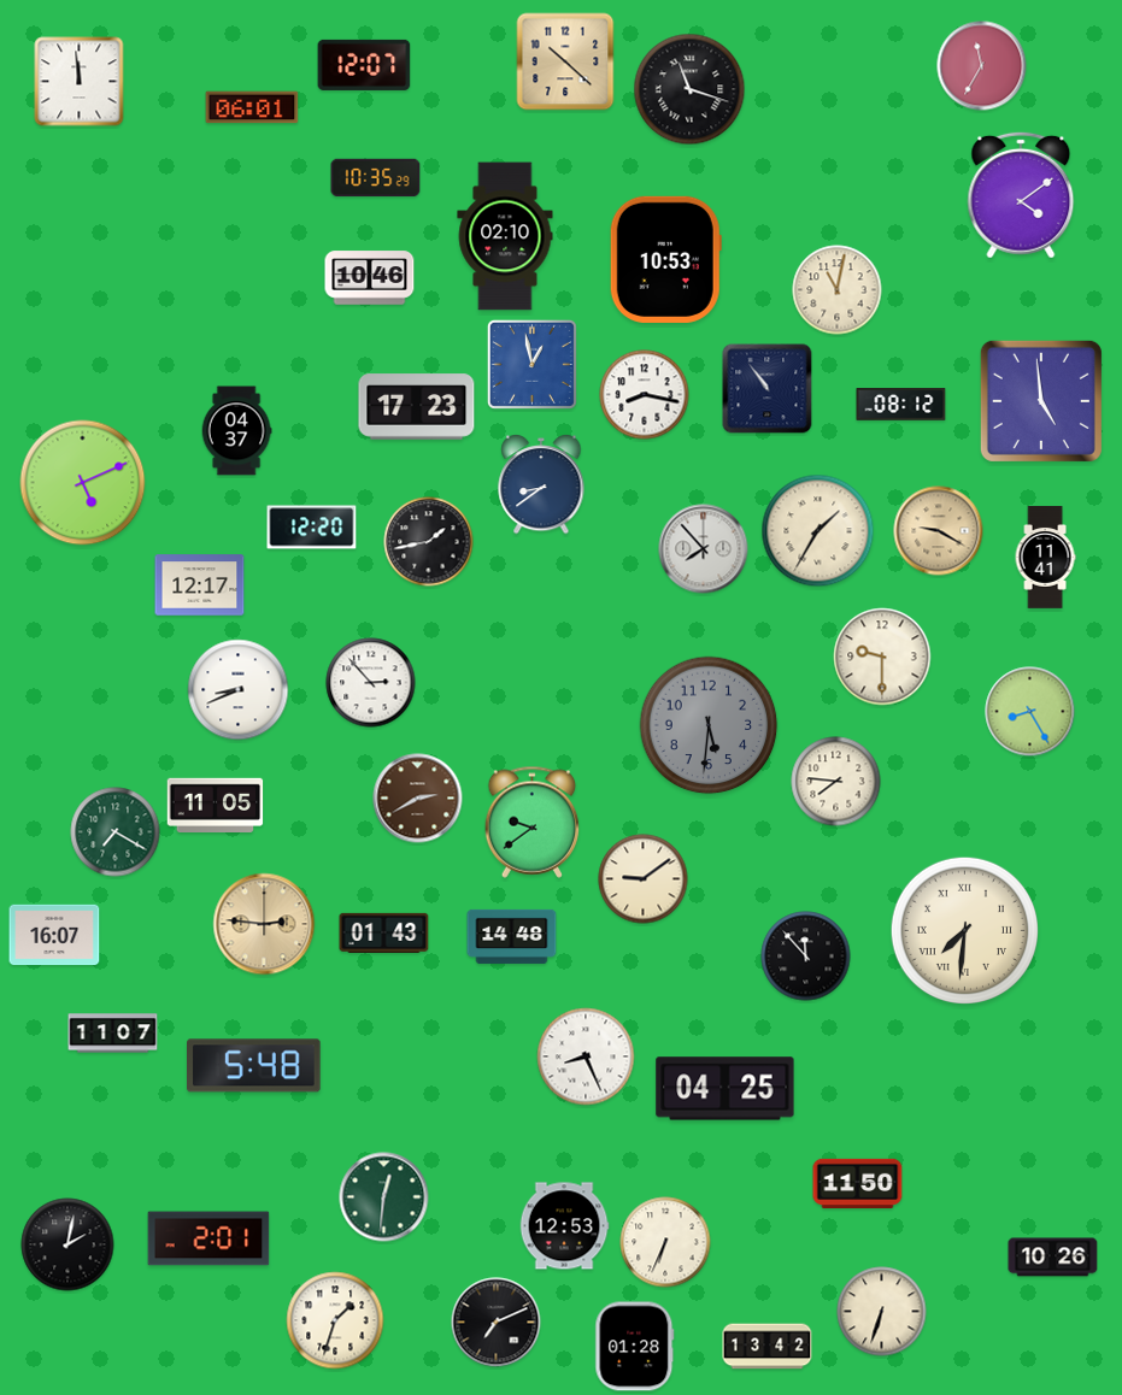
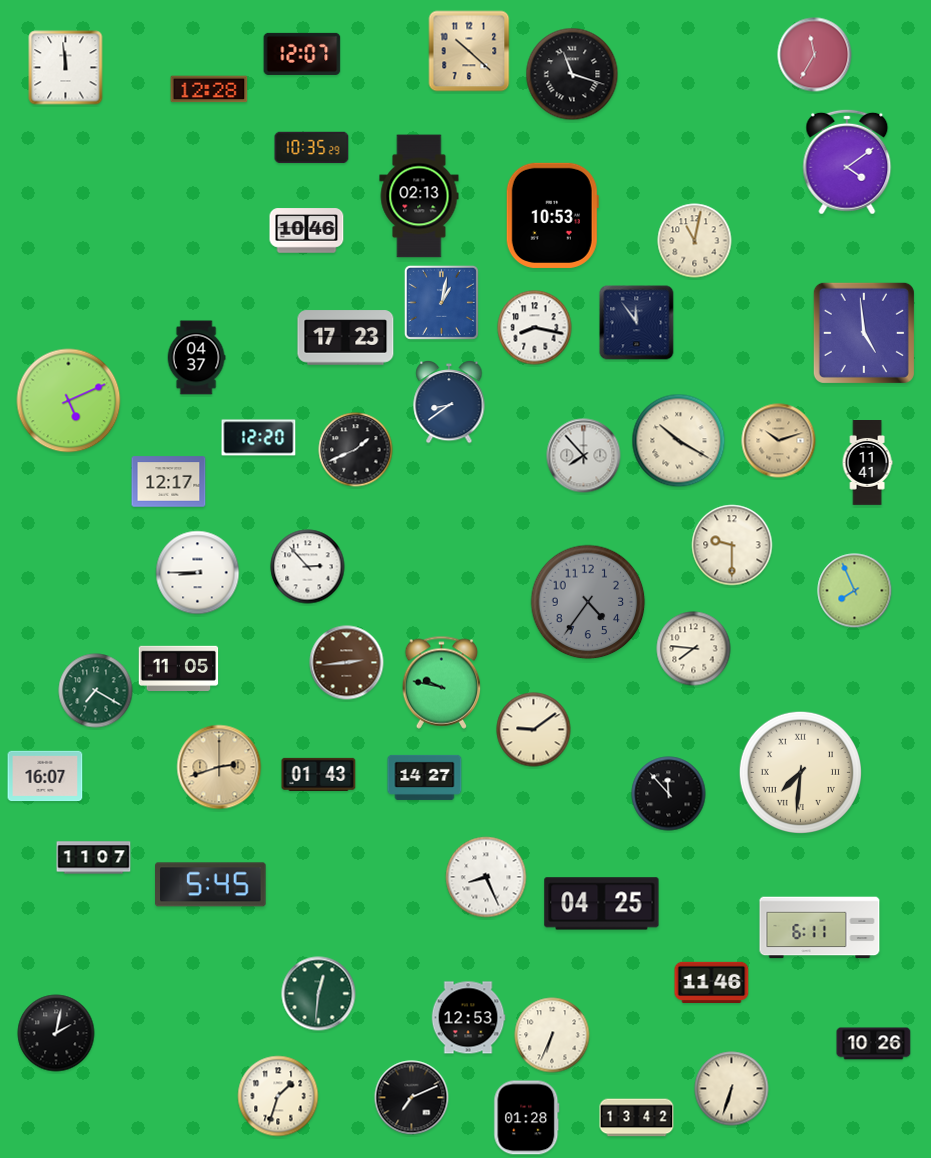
clock at (252, 107): 06:01 -> 12:28
clock at (505, 236): 02:10 -> 02:13
clock at (531, 364): 12:58 -> 1:02
clock at (768, 389): 10:54 -> 11:54
clock at (901, 405): 08:12 -> none
clock at (818, 531): 1:35 -> 10:20
clock at (939, 531): 9:20 -> 10:12
clock at (429, 542): 1:43 -> 1:41
clock at (200, 585) position: (200, 585) -> (169, 482)
clock at (239, 690): 8:41 -> 8:45
clock at (1030, 712): 8:25 -> 7:56
clock at (709, 725): 5:31 -> 4:36
clock at (418, 799): 2:40 -> 2:44
clock at (533, 822): 9:39 -> 9:47
clock at (264, 924): 2:46 -> 2:42
clock at (512, 936): 14:48 -> 14:27
clock at (254, 1066): 5:48 -> 5:45
clock at (820, 928): none -> 6:11
clock at (858, 1183): 11:50 -> 11:46
clock at (208, 1238): 2:01 -> none
clock at (665, 1242) position: (665, 1242) -> (552, 1035)
